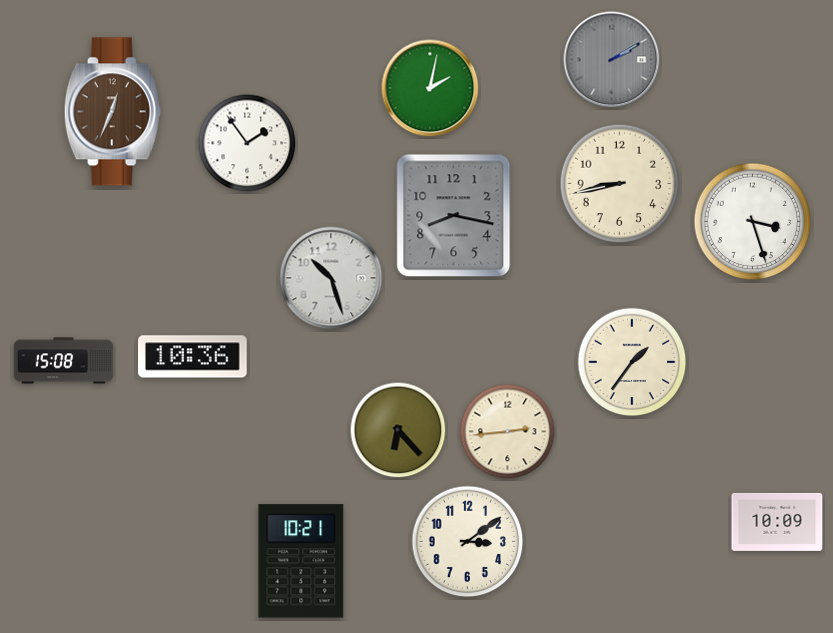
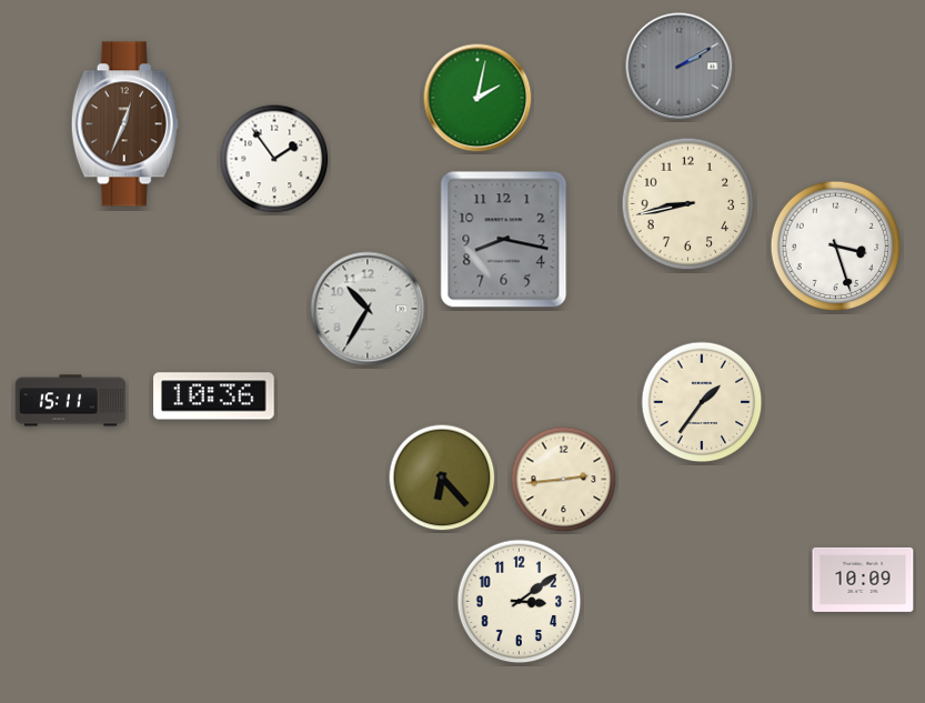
clock at (331, 278): 10:27 -> 10:35
clock at (64, 361): 15:08 -> 15:11
clock at (301, 561): 10:21 -> none
